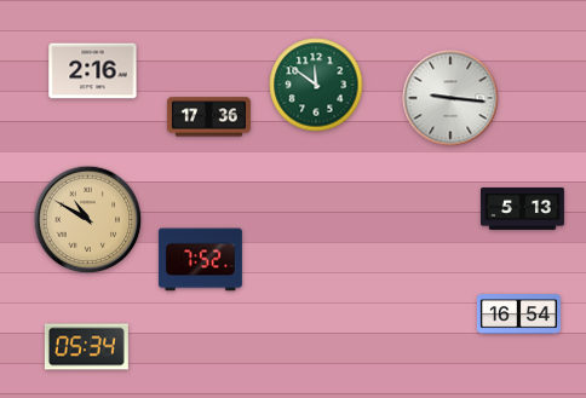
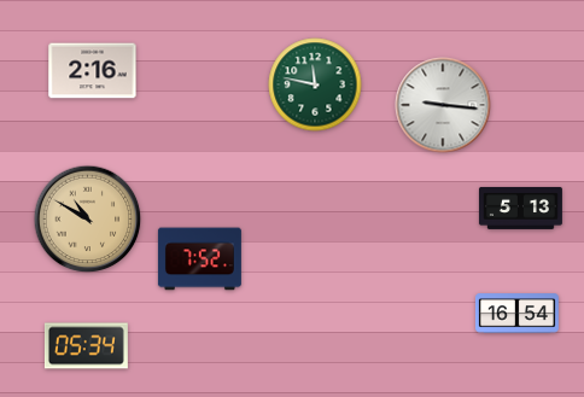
clock at (316, 85): 11:51 -> 11:47
clock at (450, 98) position: (450, 98) -> (443, 105)
clock at (208, 117): 17:36 -> none
